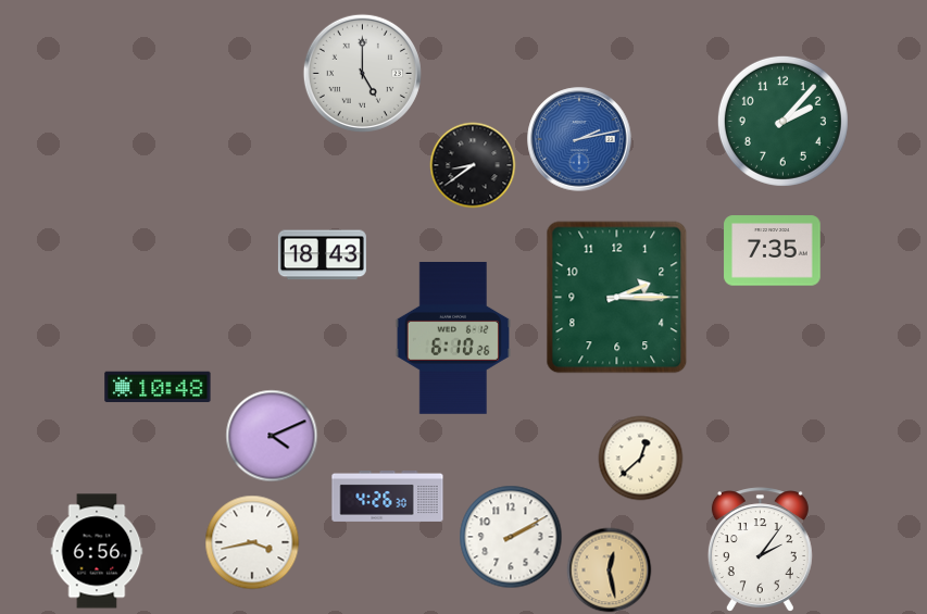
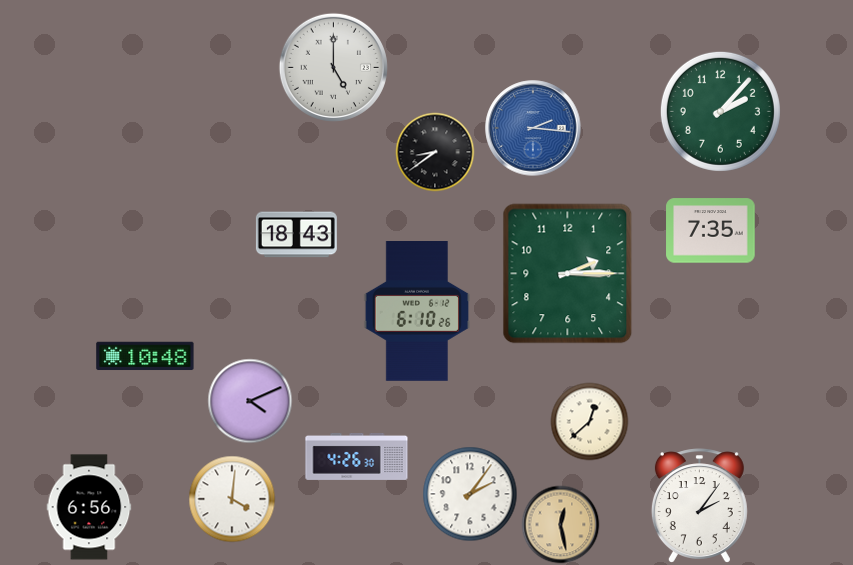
clock at (579, 139): 2:13 -> 2:16
clock at (511, 537): 2:10 -> 2:06
clock at (252, 542): 3:43 -> 4:01
